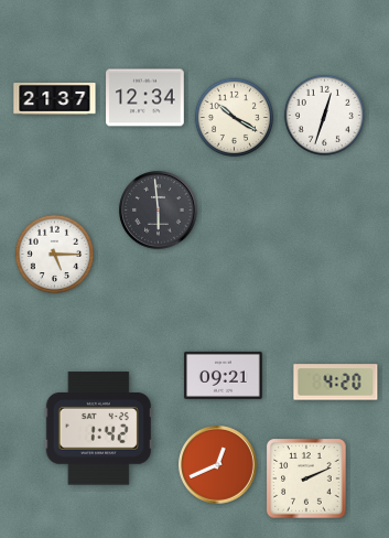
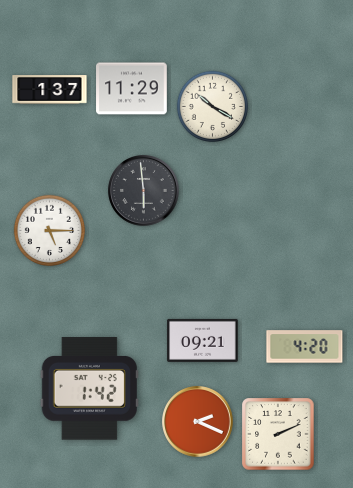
clock at (145, 98): 12:34 -> 11:29
clock at (55, 99): 21:37 -> 1:37
clock at (324, 115): 12:33 -> none
clock at (218, 465): 12:41 -> 2:19
